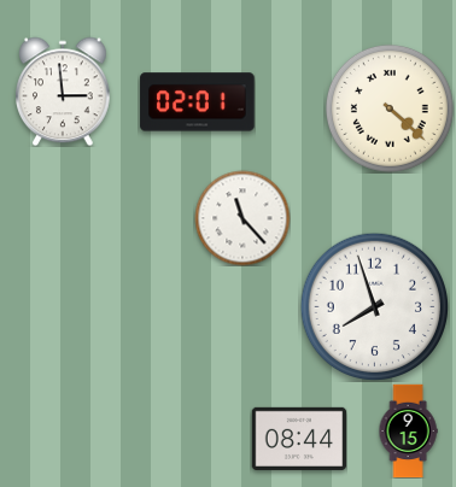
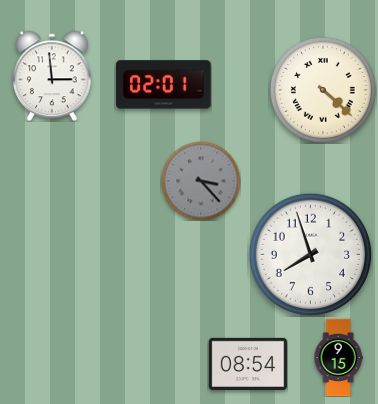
clock at (242, 218): 11:23 -> 3:23
clock at (242, 218) dial: white -> grey
clock at (299, 439): 08:44 -> 08:54
